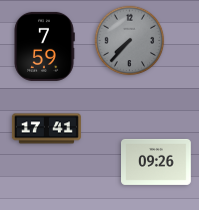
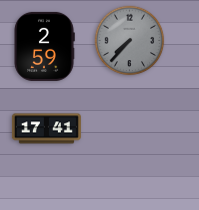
clock at (44, 46): 7:59 -> 2:59
clock at (157, 162): 09:26 -> none
